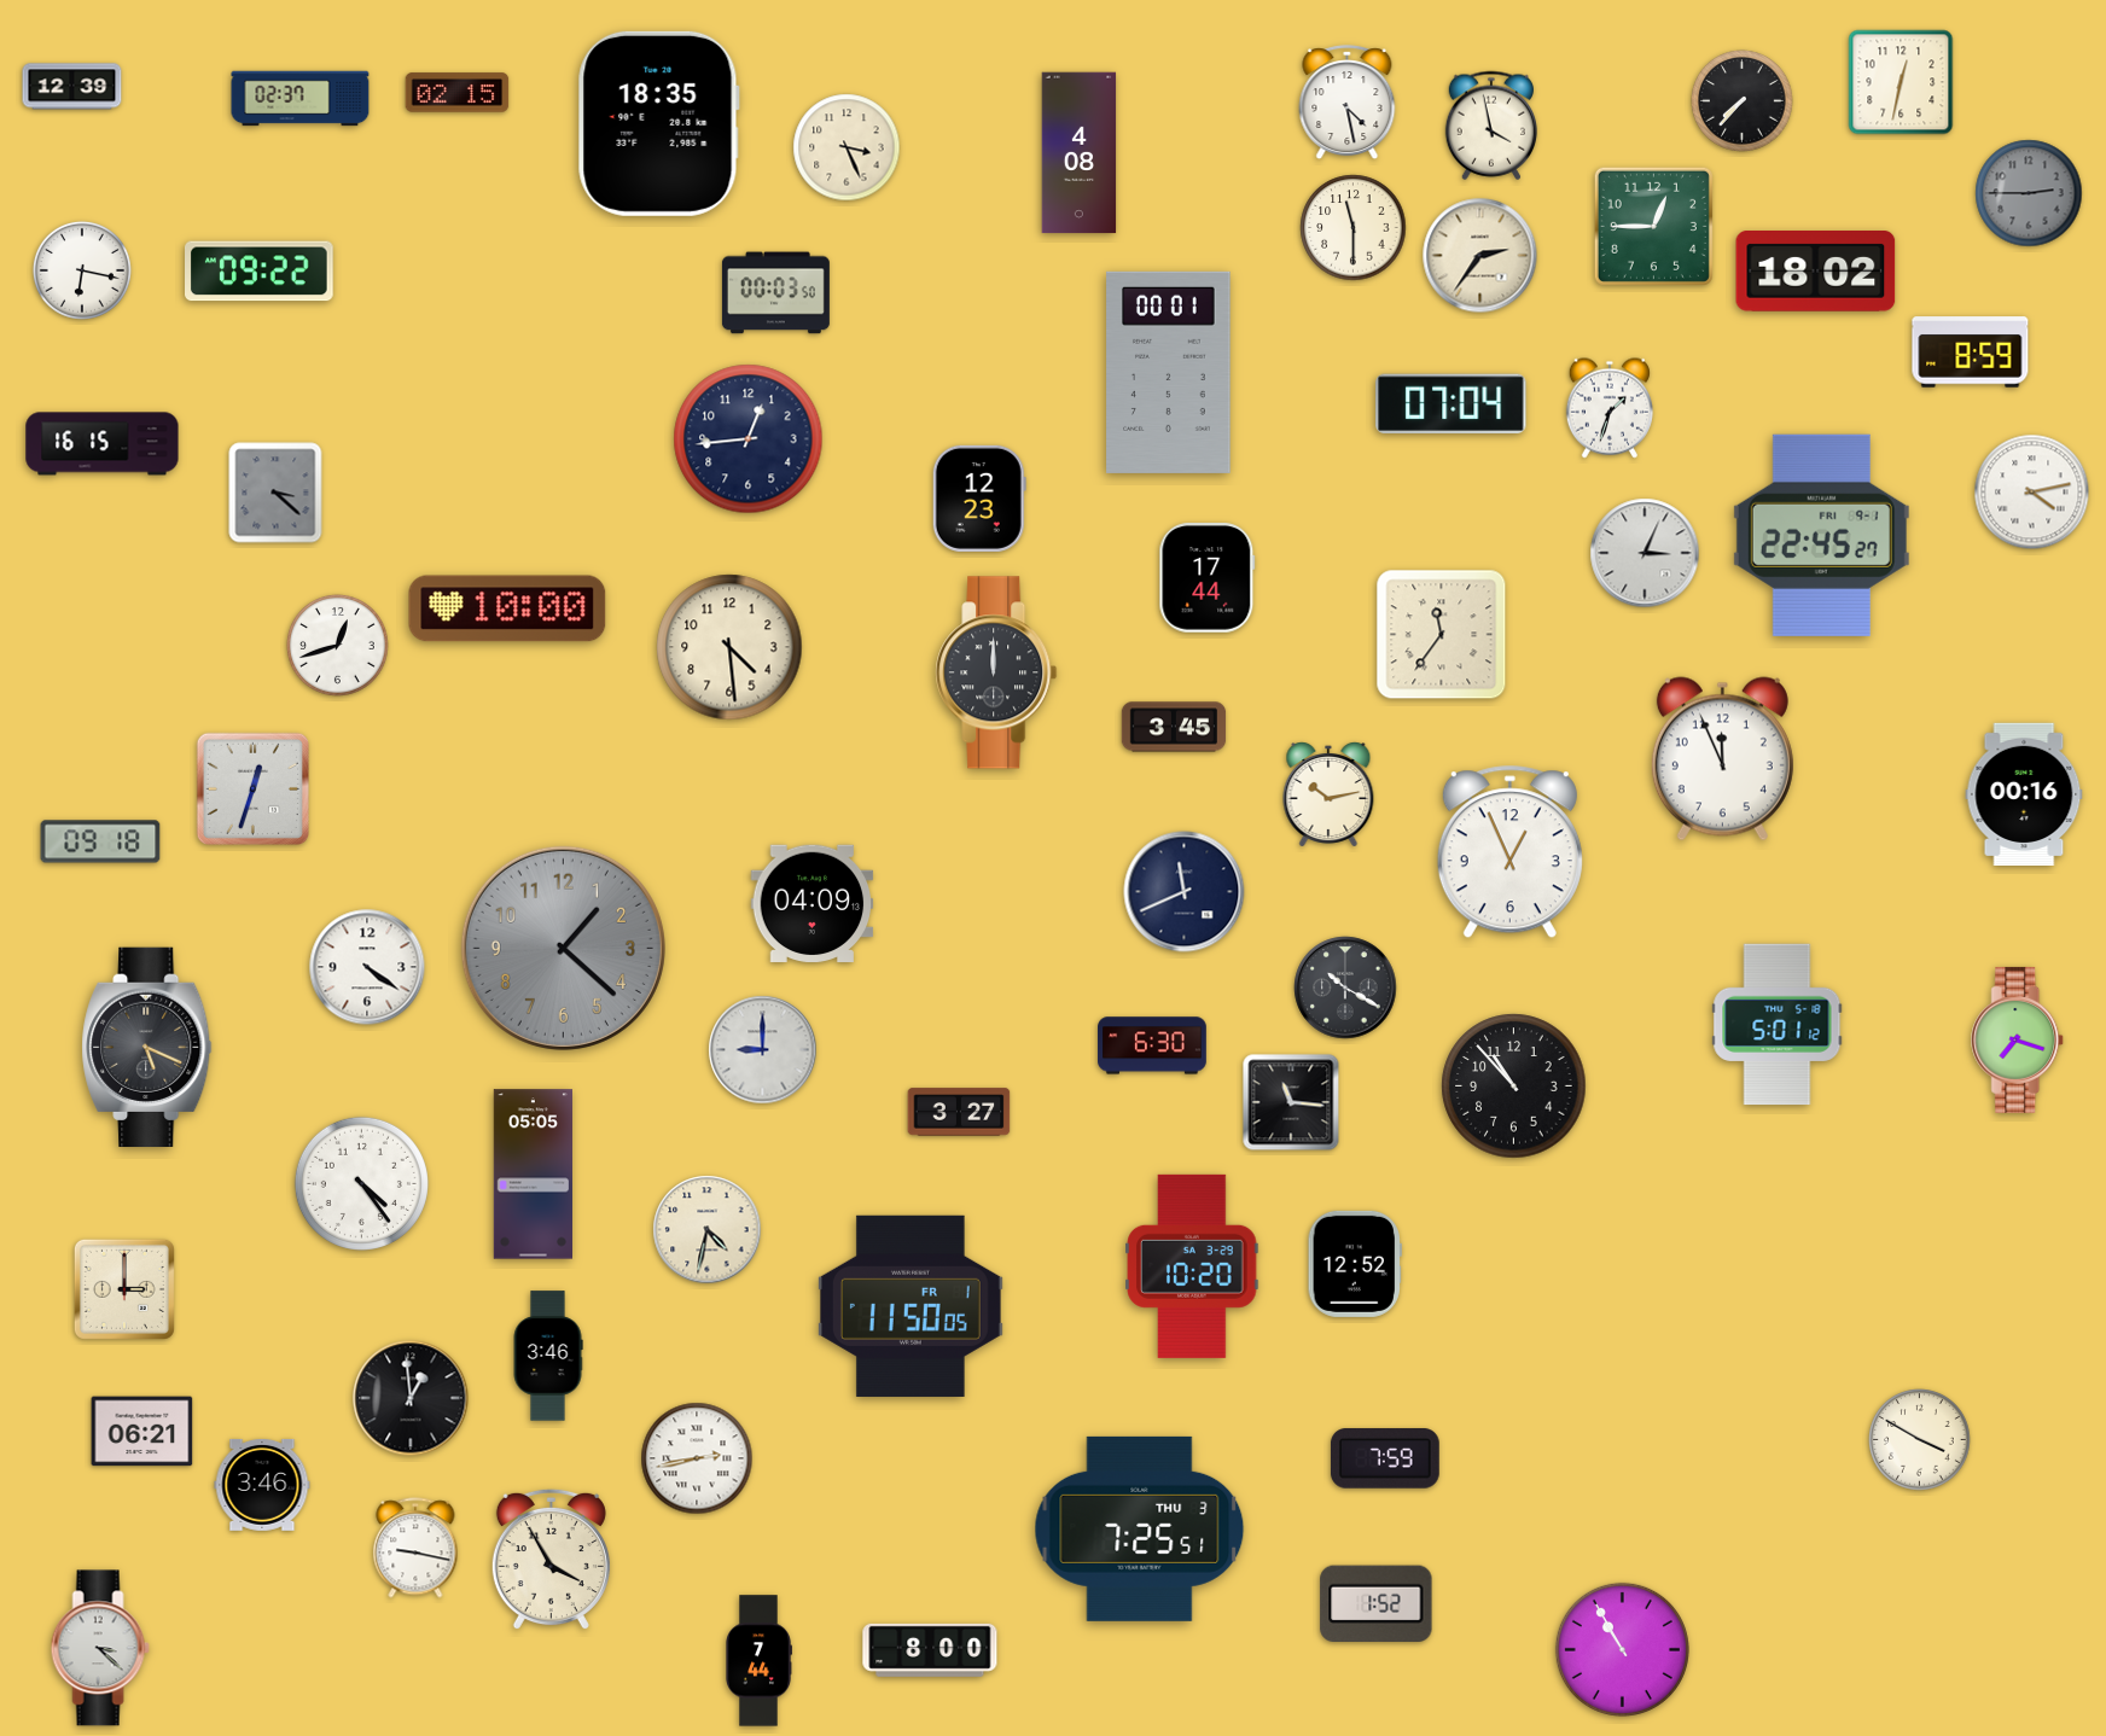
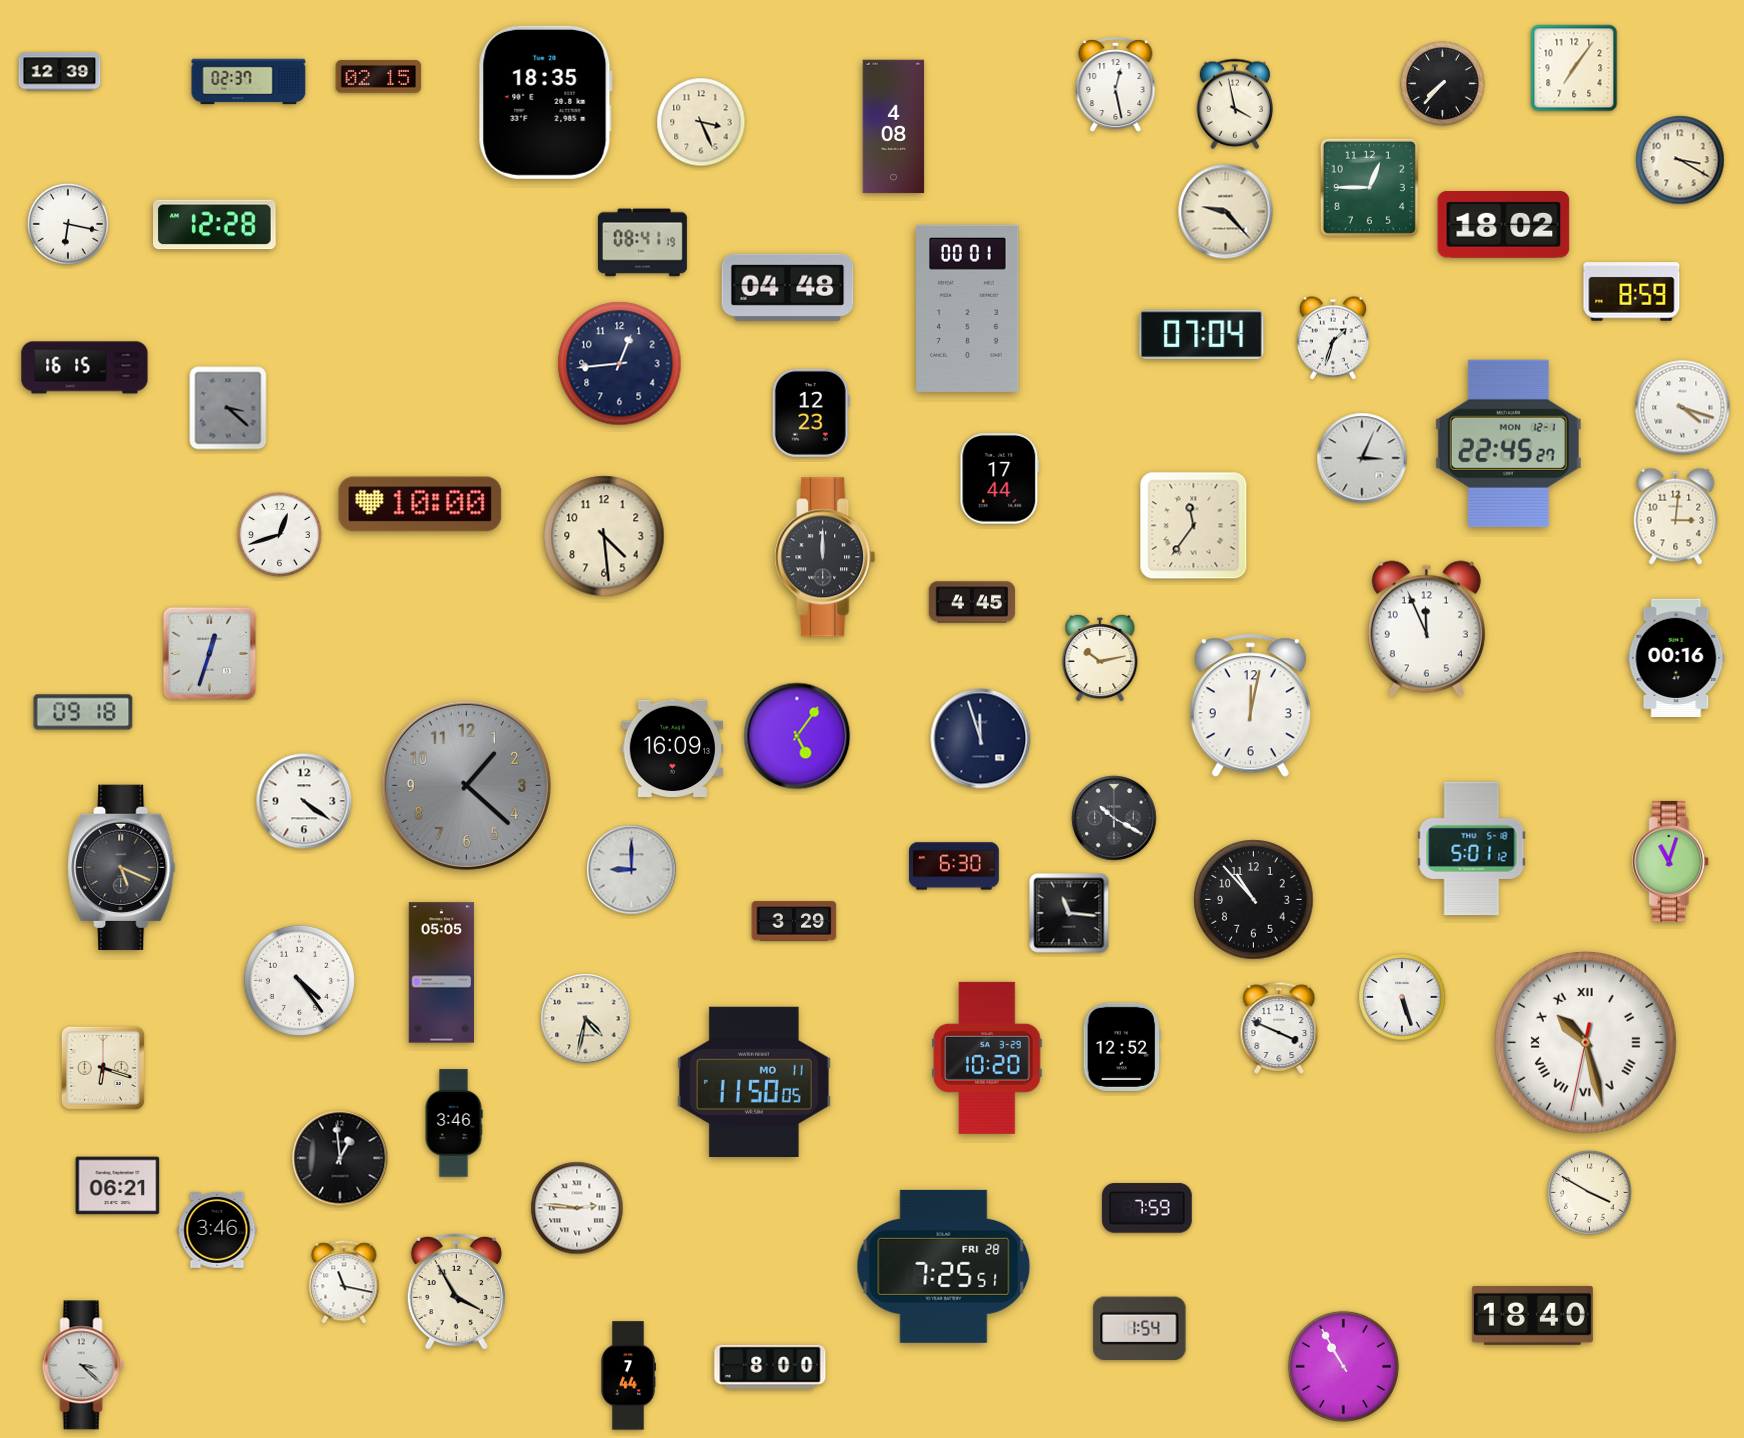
clock at (1901, 82): 12:32 -> 7:06
clock at (1348, 103): 4:28 -> 12:28
clock at (2029, 193): 2:45 -> 3:20
clock at (2029, 193) dial: grey -> cream
clock at (1354, 228): 11:30 -> none
clock at (1480, 256): 2:36 -> 9:23
clock at (260, 272): 09:22 -> 12:28
clock at (775, 293): 00:03 -> 08:41
clock at (788, 287): none -> 04:48
clock at (2032, 493): 4:13 -> 4:18
clock at (1821, 535) date: FRI 9-1 -> MON 12-1
clock at (1676, 516): none -> 3:01
clock at (1174, 727): 3:45 -> 4:45
clock at (100, 841) position: (100, 841) -> (83, 712)
clock at (1509, 852): 12:56 -> 12:02
clock at (797, 736): none -> 5:06
clock at (1185, 892): 11:41 -> 11:57
clock at (813, 904): 04:09 -> 16:09
clock at (2018, 1039): 7:18 -> 11:03
clock at (959, 1112): 3:27 -> 3:29
clock at (1402, 997): none -> 5:27
clock at (1279, 1028): none -> 3:49
clock at (1586, 1043): none -> 10:27
clock at (1192, 1266) position: (1192, 1266) -> (987, 1058)
clock at (124, 1289): 3:00 -> 6:18
clock at (911, 1306) date: FR 1 -> MO 11
clock at (697, 1458): 2:43 -> 2:46
clock at (1140, 1528) date: THU 3 -> FRI 28
clock at (415, 1548): 9:17 -> 11:17
clock at (1532, 1315): none -> 18:40
clock at (1377, 1603): 1:52 -> 1:54
